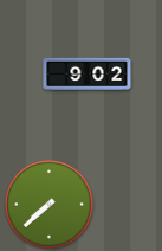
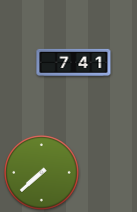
clock at (88, 73): 9:02 -> 7:41
